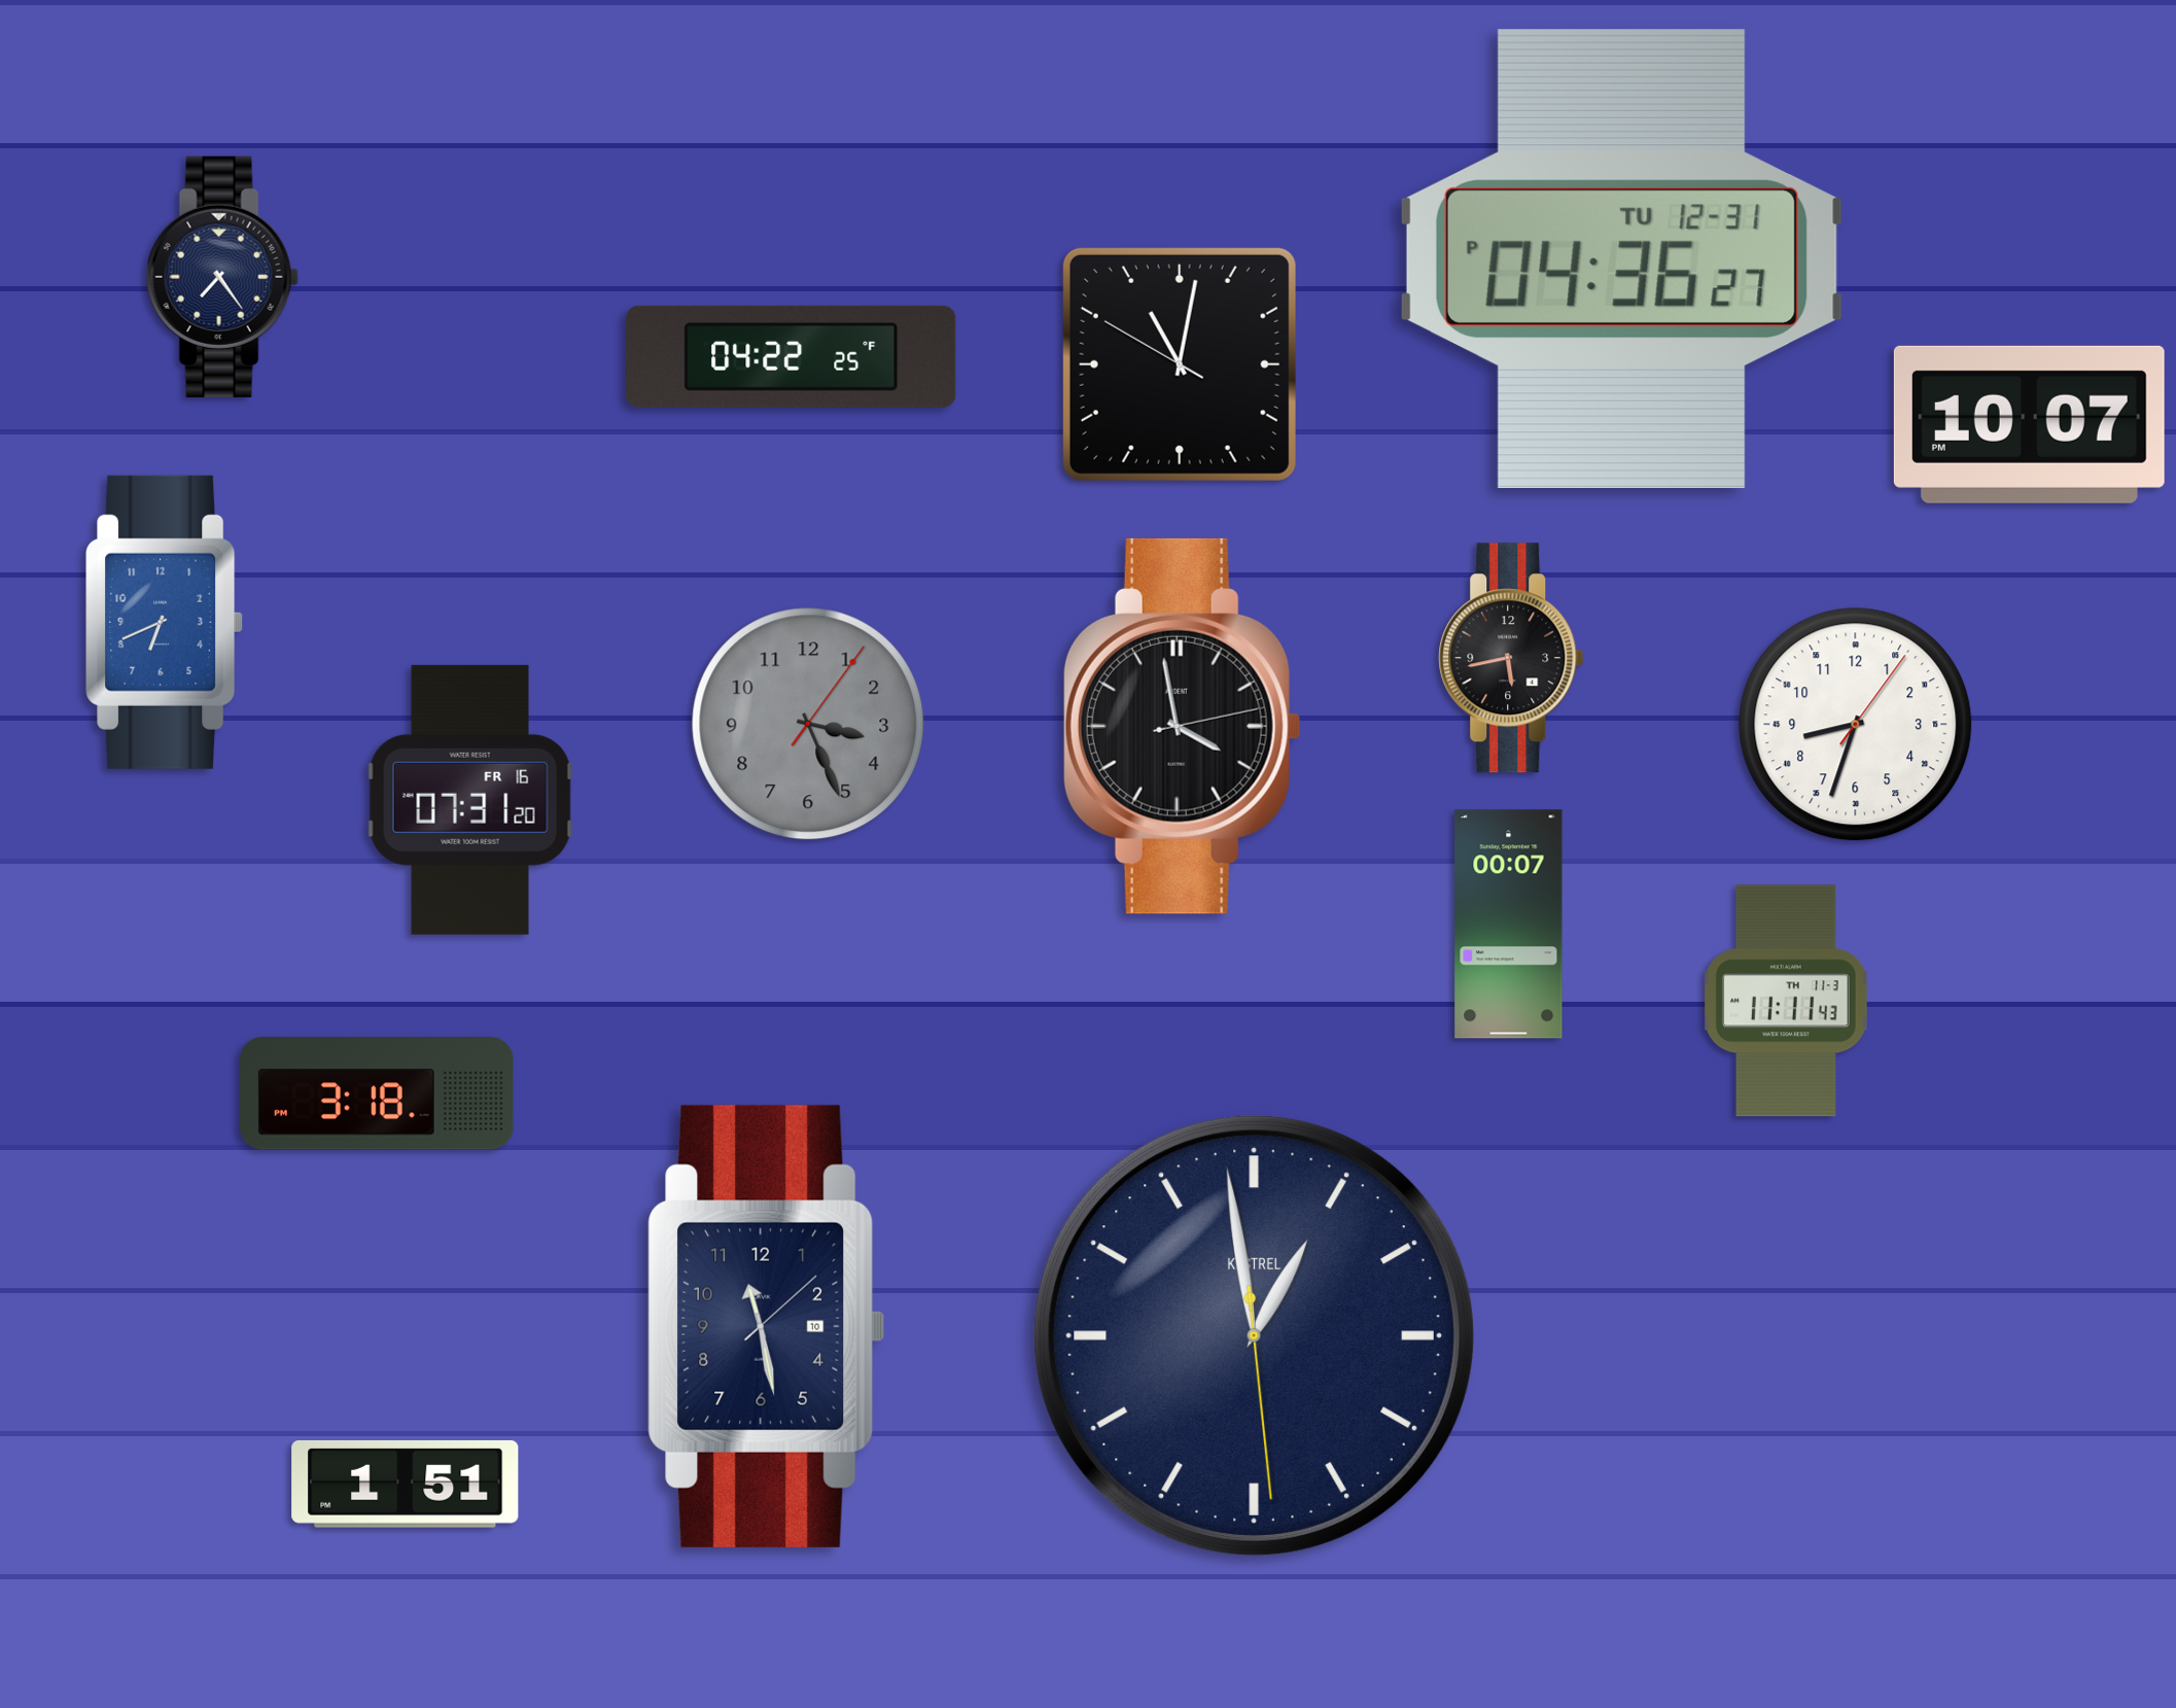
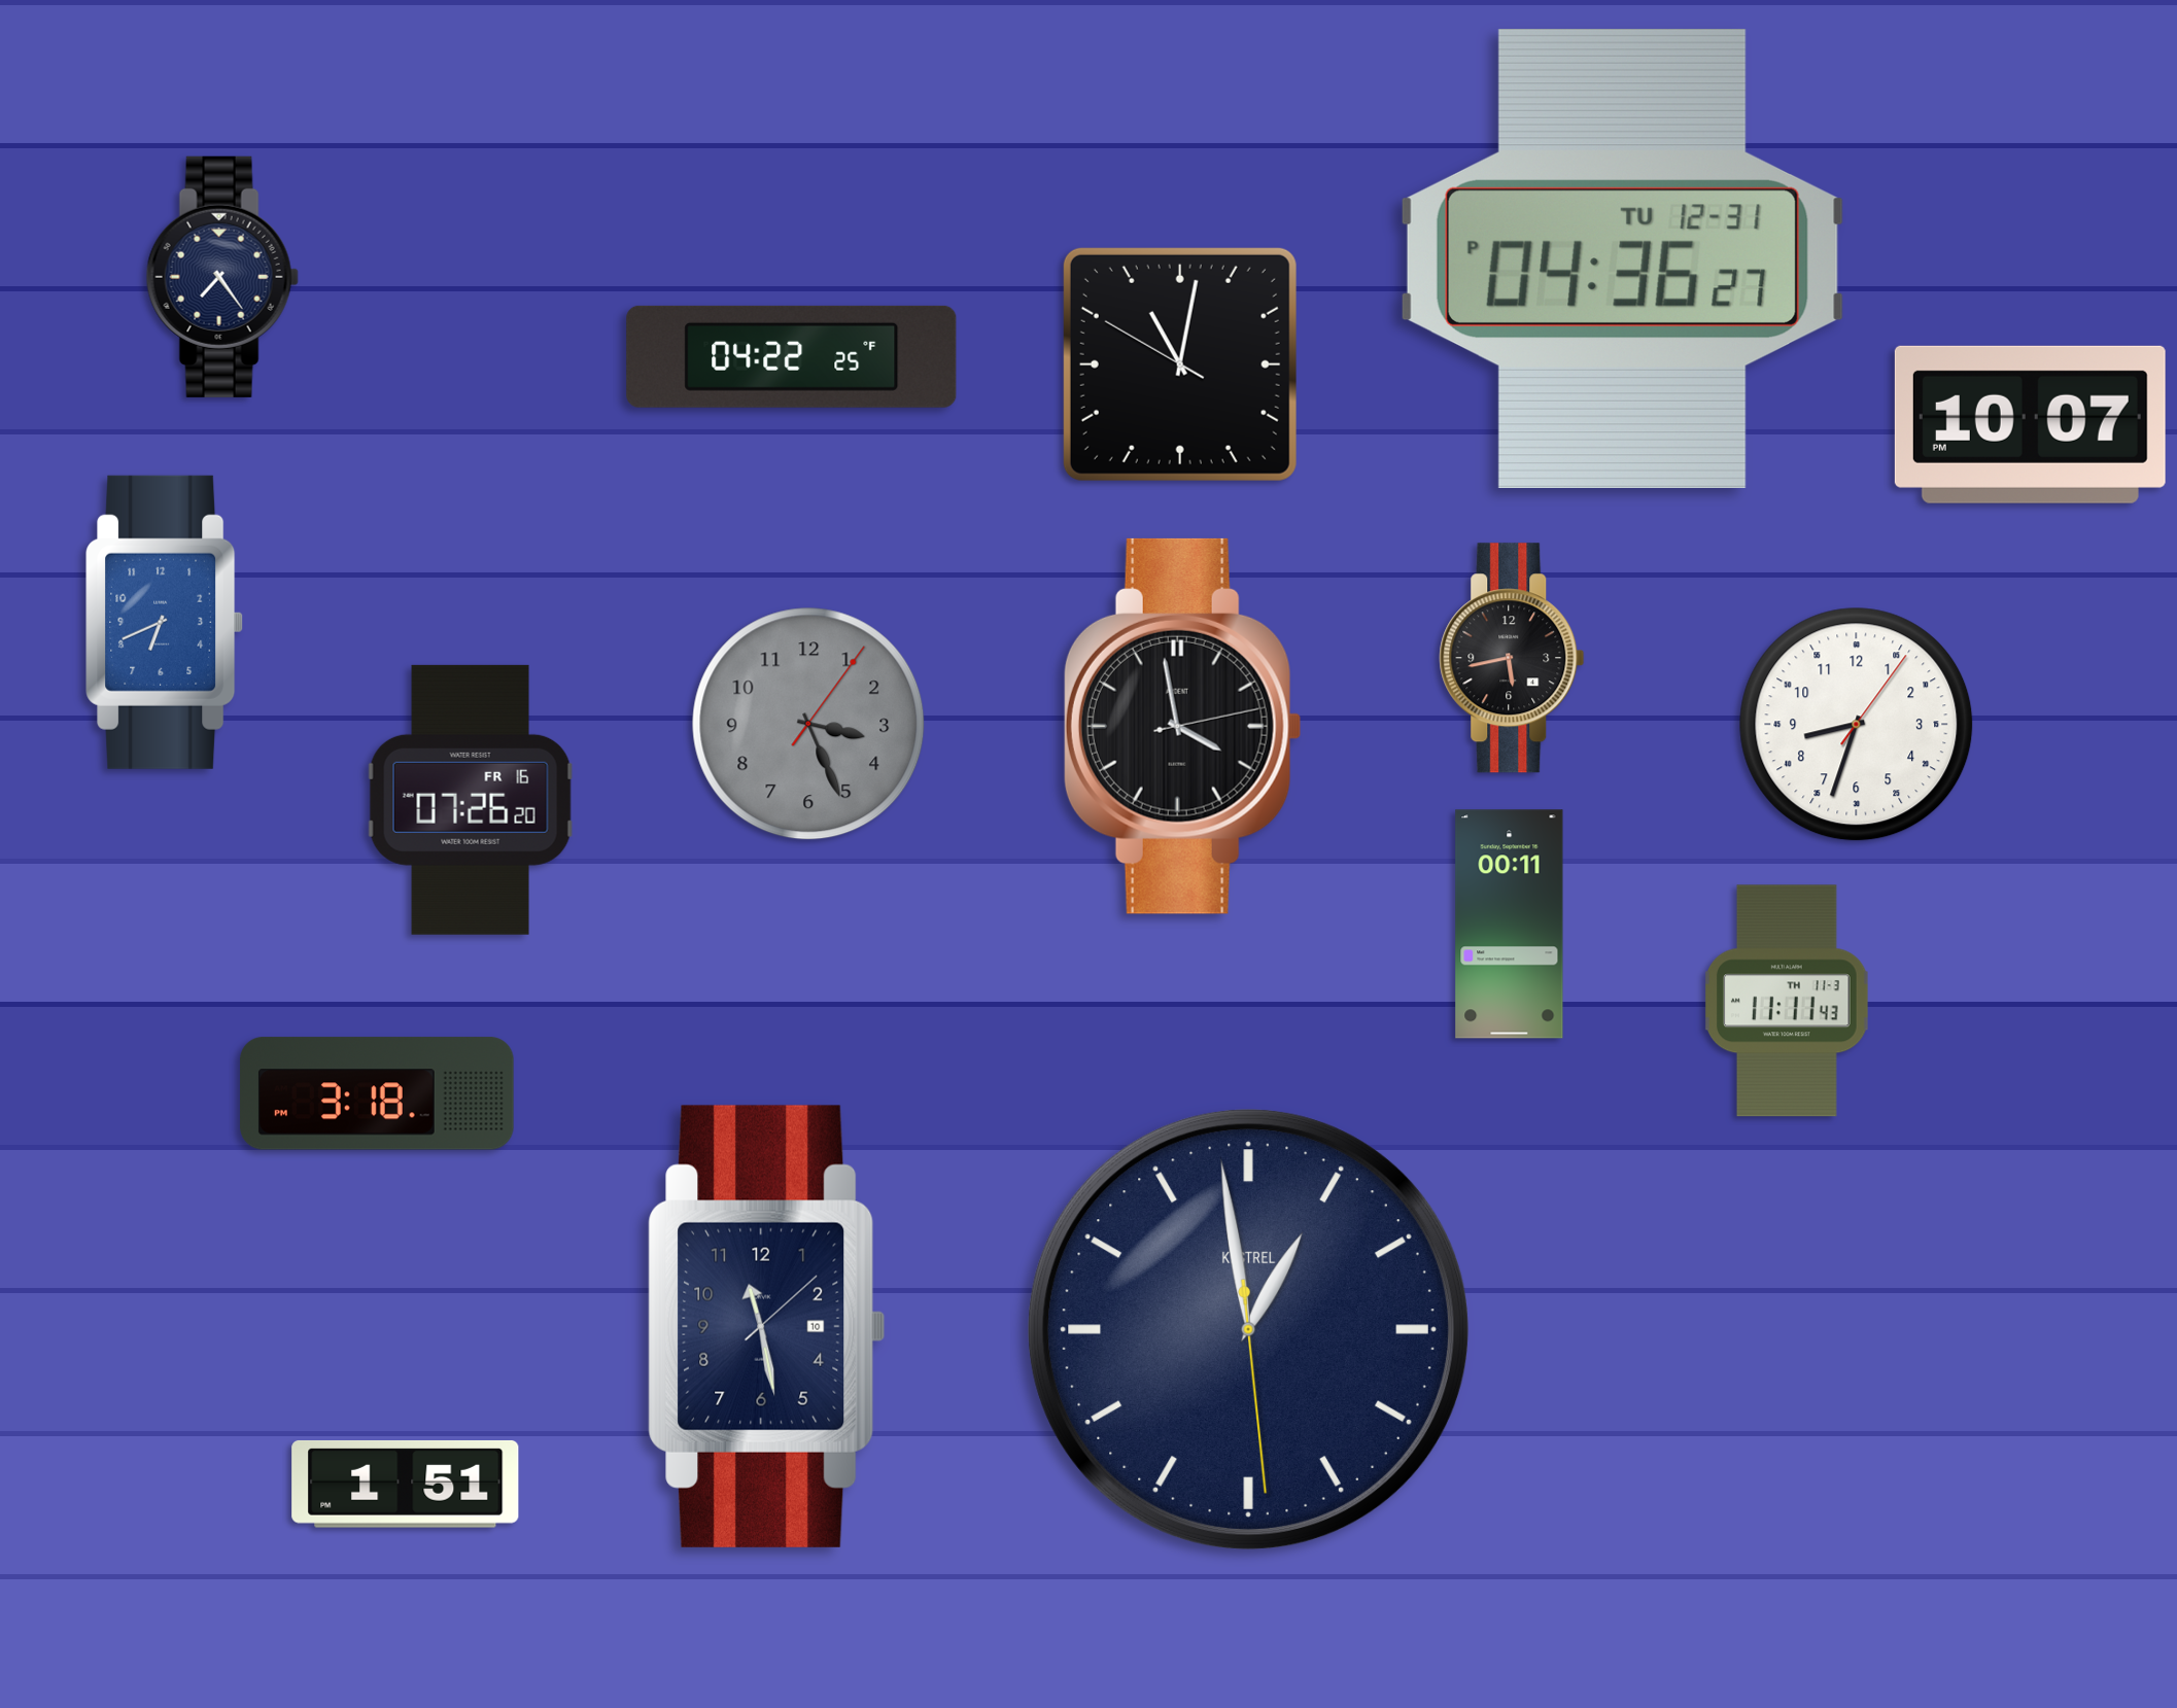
clock at (470, 800): 07:31 -> 07:26
clock at (1509, 925): 00:07 -> 00:11
clock at (1254, 1335) position: (1254, 1335) -> (1248, 1329)
